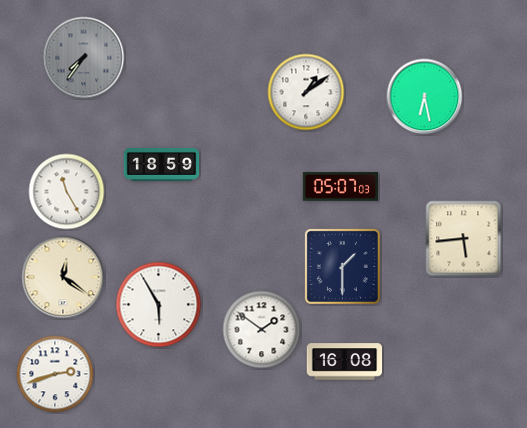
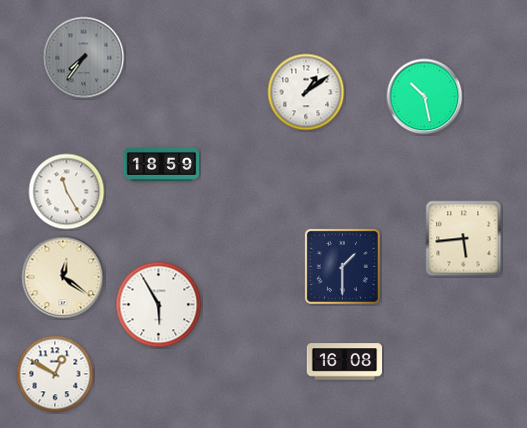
clock at (425, 97): 6:28 -> 10:28
clock at (341, 187): 05:07 -> none
clock at (262, 330): 1:51 -> none
clock at (55, 374): 2:42 -> 12:50
